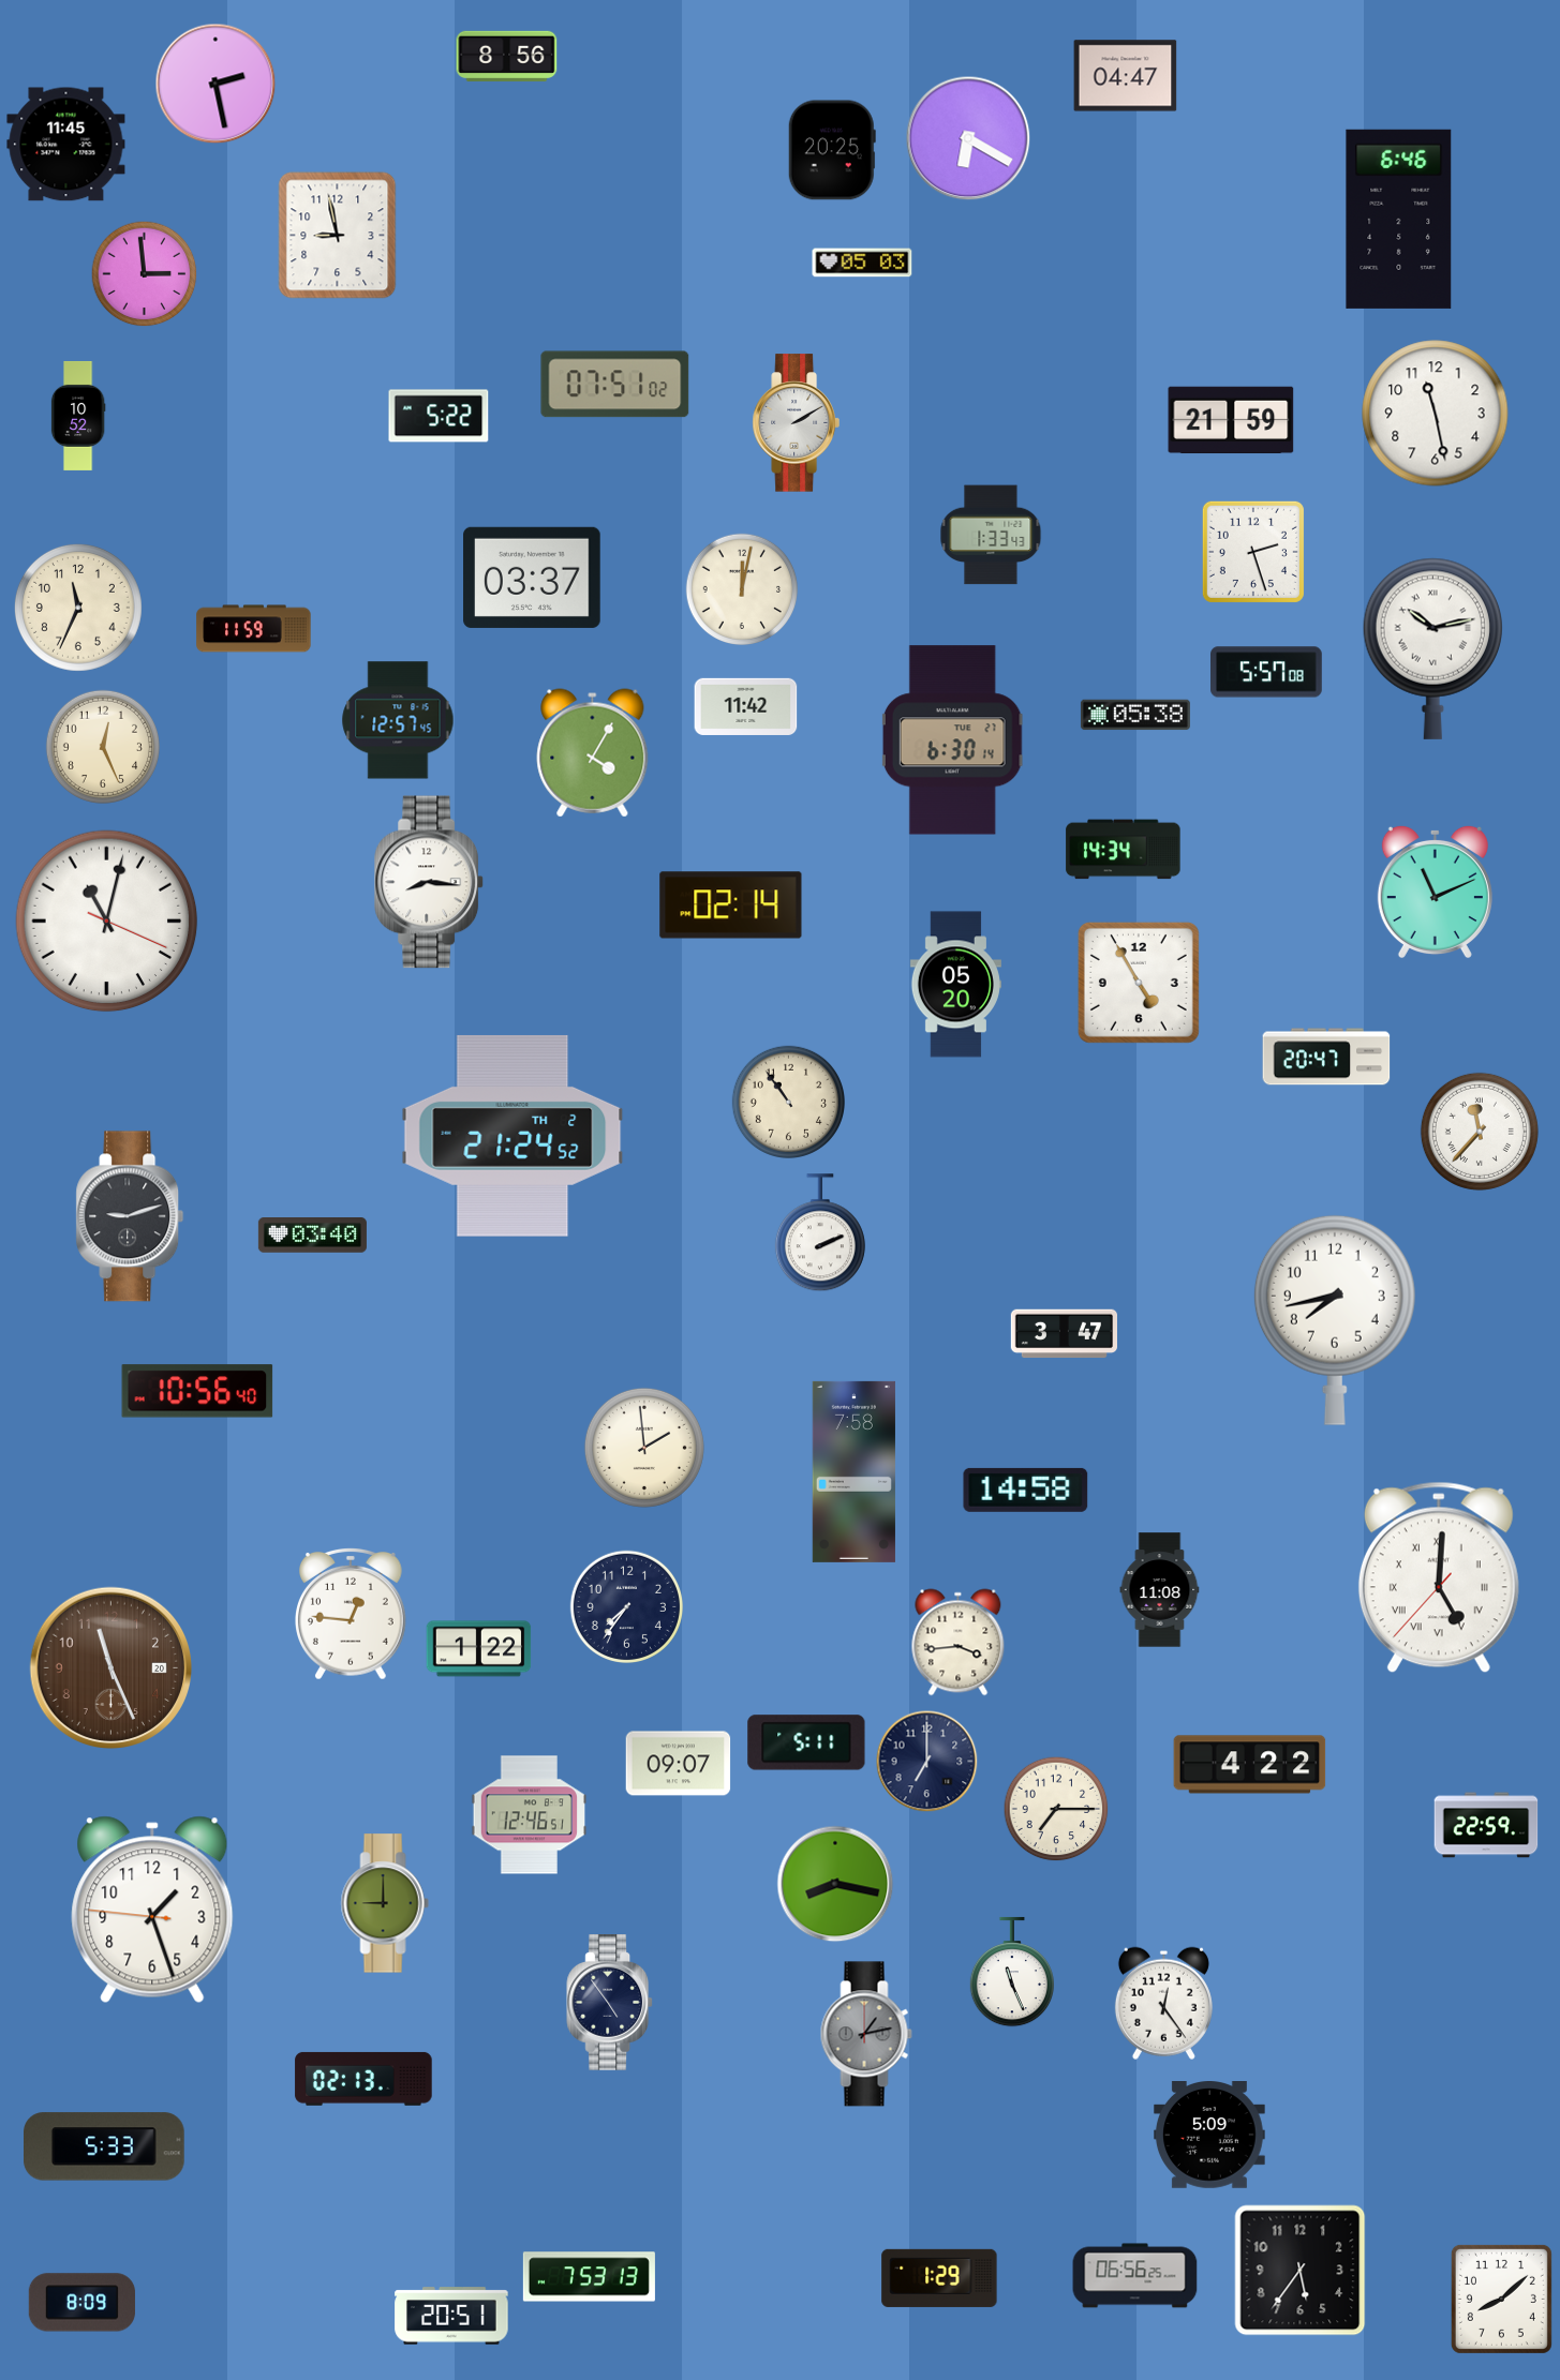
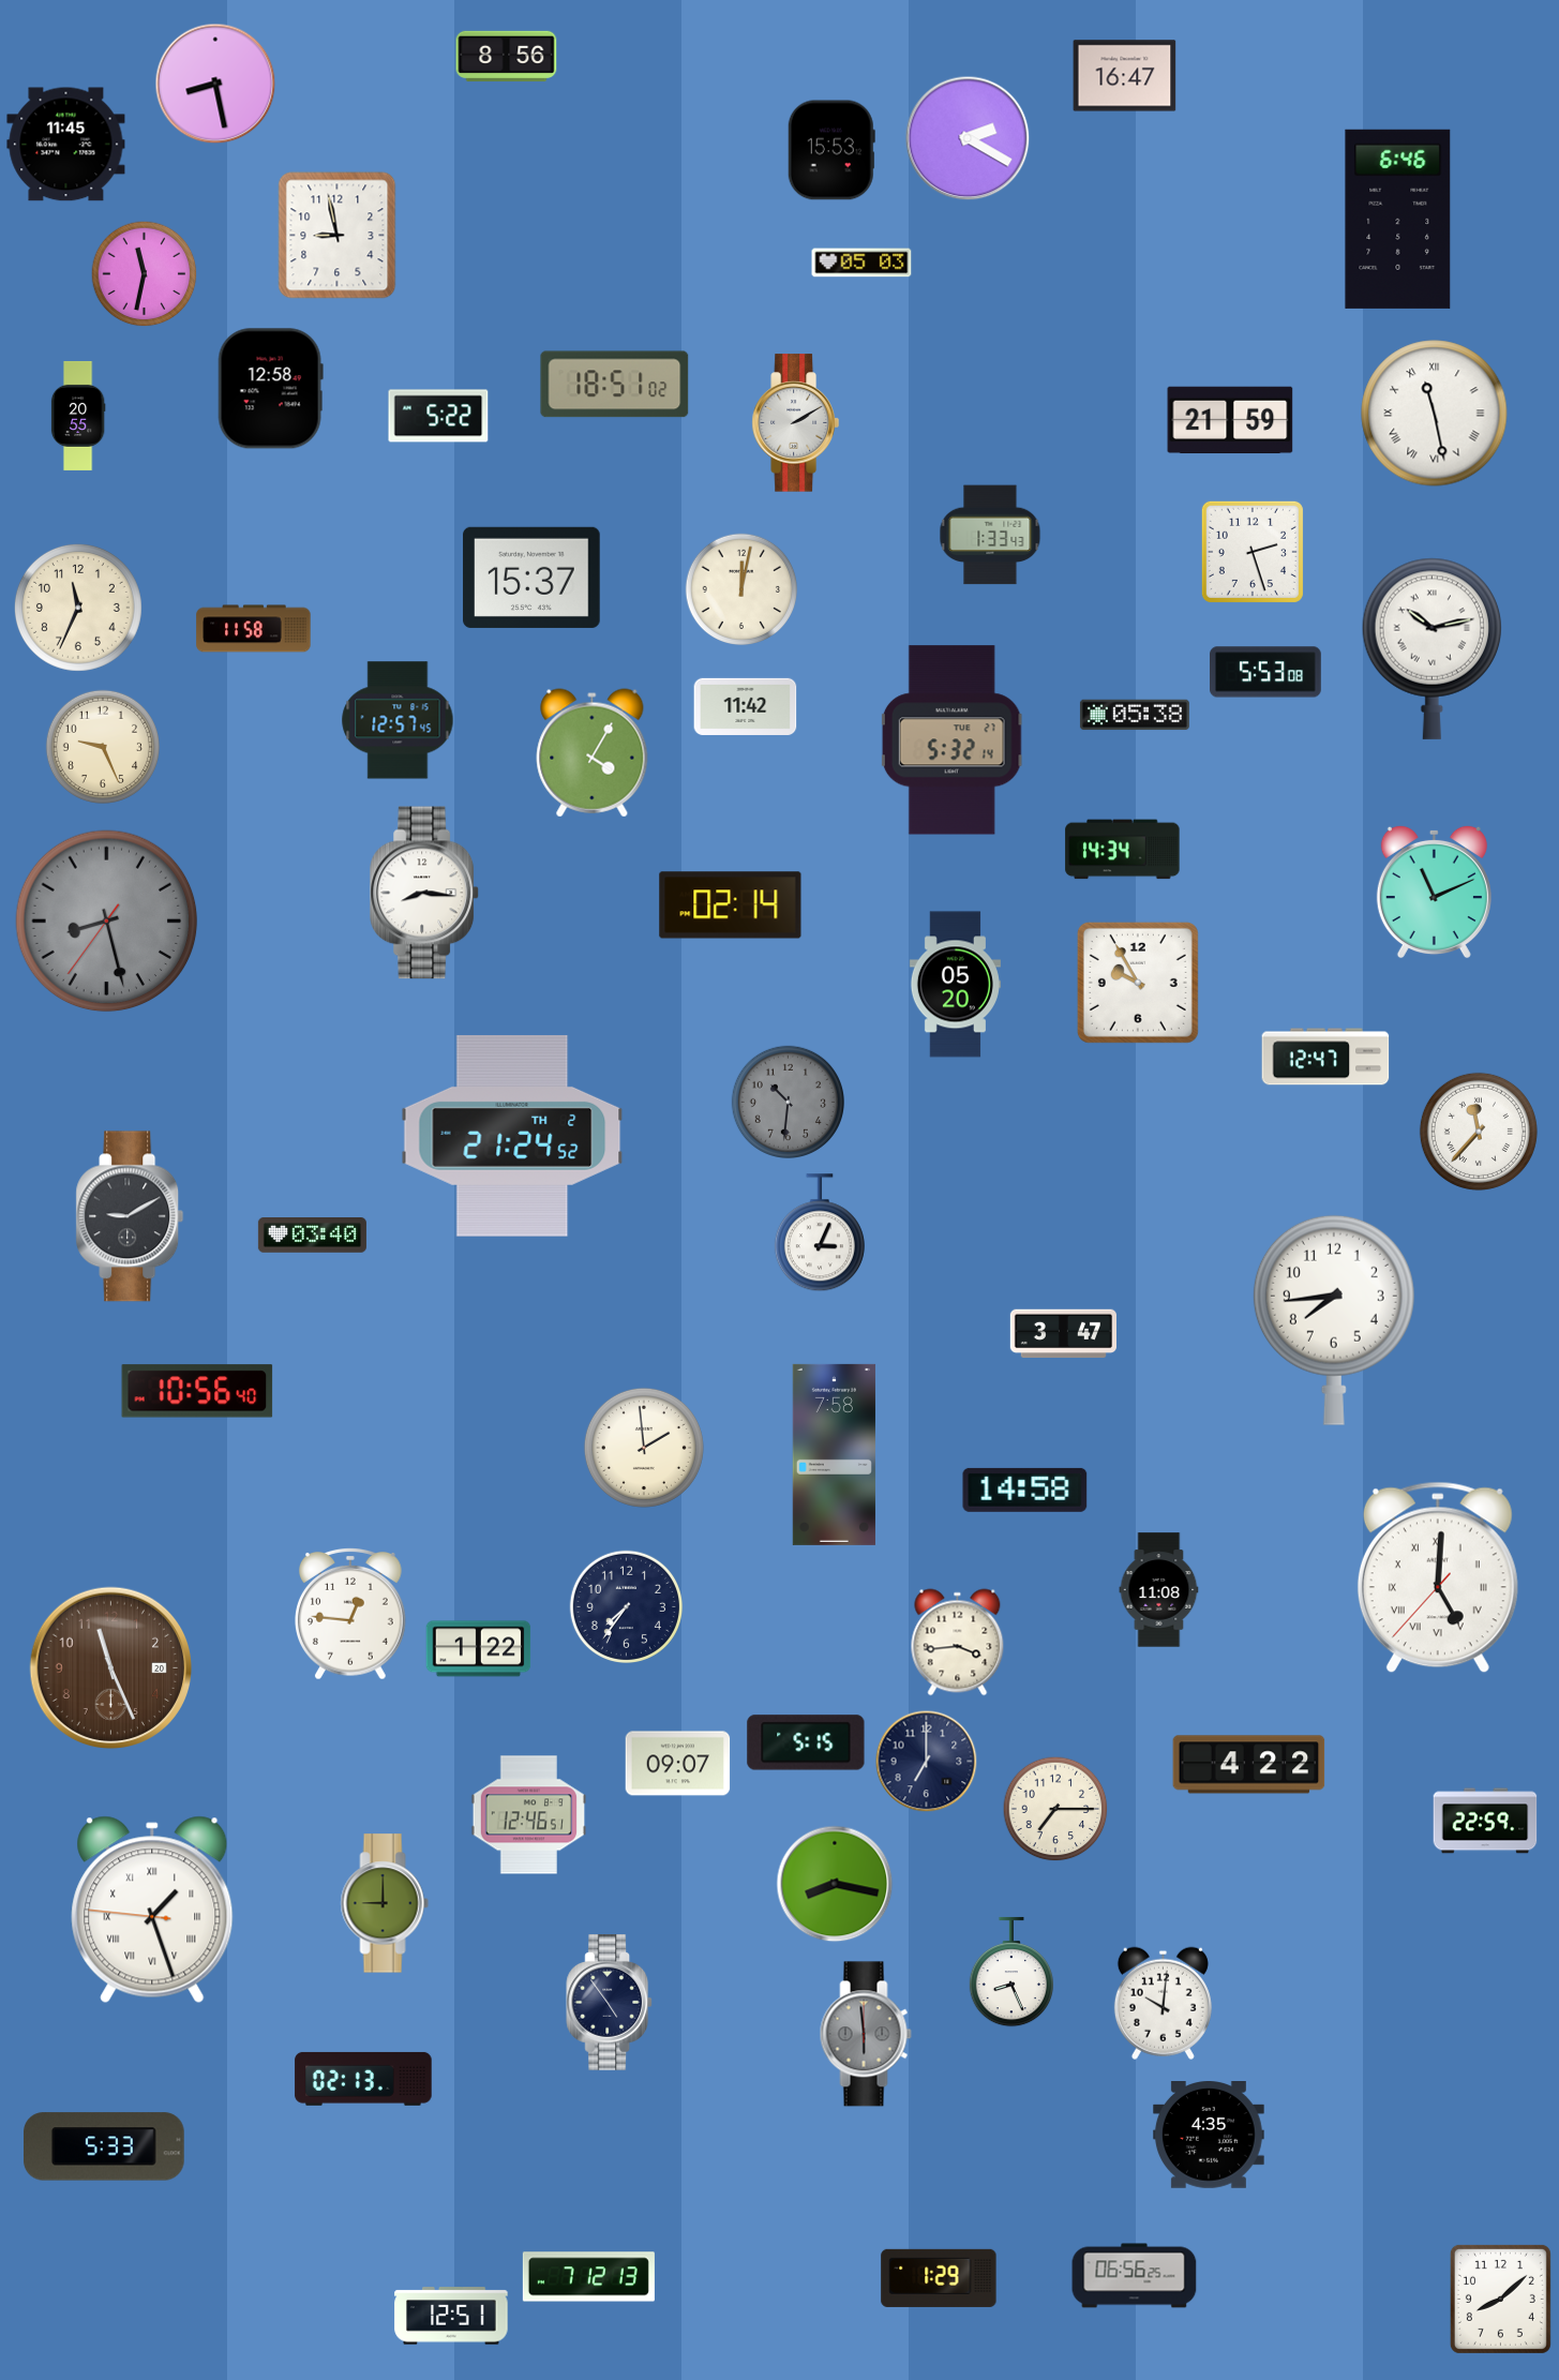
clock at (1126, 76): 04:47 -> 16:47
clock at (216, 84): 2:28 -> 8:28
clock at (968, 138): 6:20 -> 2:20
clock at (832, 150): 20:25 -> 15:53
clock at (145, 274): 2:59 -> 11:32
clock at (615, 385): 07:51 -> 18:51
clock at (270, 389): none -> 12:58
clock at (1436, 414) numerals: Arabic -> Roman
clock at (78, 416): 10:52 -> 20:55
clock at (532, 578): 03:37 -> 15:37
clock at (254, 629): 11:59 -> 11:58
clock at (1267, 672): 5:57 -> 5:53
clock at (952, 740): 6:30 -> 5:32
clock at (103, 747): 12:26 -> 9:26
clock at (430, 882) position: (430, 882) -> (425, 893)
clock at (107, 922): 11:02 -> 8:27
clock at (107, 922) dial: white -> grey
clock at (1139, 983): 4:55 -> 9:55
clock at (1326, 1057): 20:47 -> 12:47
clock at (788, 1102): 10:54 -> 10:31
clock at (788, 1102) dial: cream -> grey
clock at (130, 1216): 9:12 -> 9:10
clock at (820, 1233): 2:11 -> 3:04
clock at (1335, 1320): 7:43 -> 7:44
clock at (853, 1471) position: (853, 1471) -> (834, 1454)
clock at (806, 1742): 5:11 -> 5:15
clock at (1486, 1825) position: (1486, 1825) -> (1485, 1821)
clock at (152, 1910) numerals: Arabic -> Roman
clock at (1011, 1972): 11:26 -> 8:26
clock at (1163, 2003): 12:24 -> 10:01
clock at (866, 2034): 1:13 -> 5:59
clock at (1210, 2136): 5:09 -> 4:35
clock at (1301, 2271): 5:36 -> none
clock at (589, 2277): 7:53 -> 7:12
clock at (81, 2303): 8:09 -> none
clock at (451, 2316): 20:51 -> 12:51
